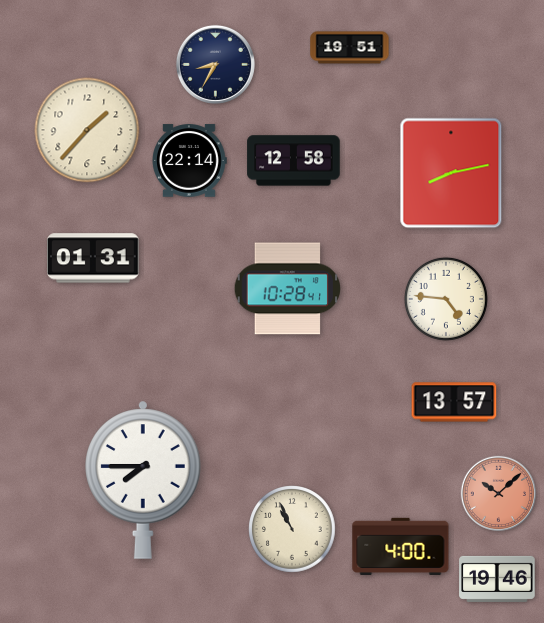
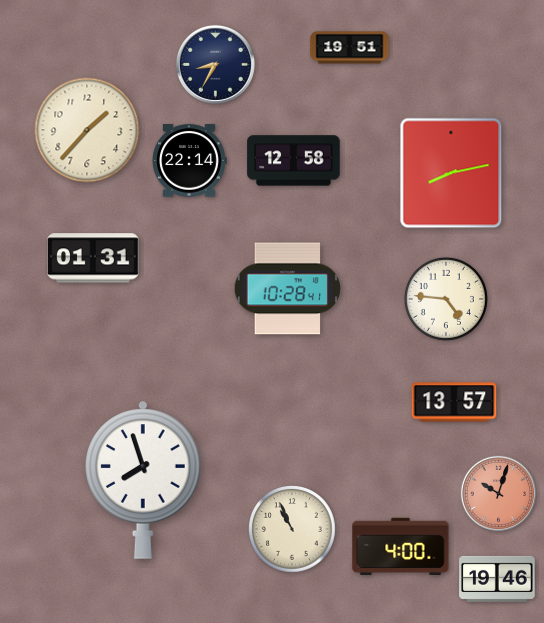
clock at (143, 480): 7:45 -> 7:57
clock at (498, 493): 10:08 -> 10:03
